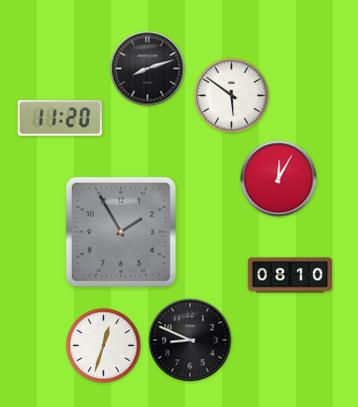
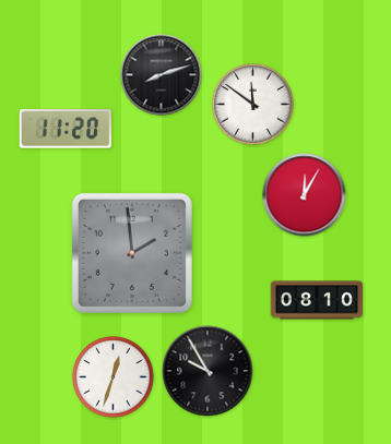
clock at (232, 96): 5:51 -> 11:51
clock at (121, 232): 1:55 -> 1:59
clock at (190, 340): 8:49 -> 9:55
